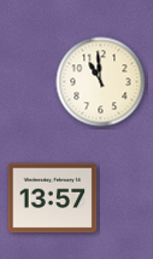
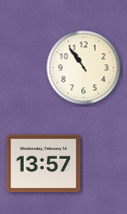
clock at (101, 82): 10:59 -> 10:54
